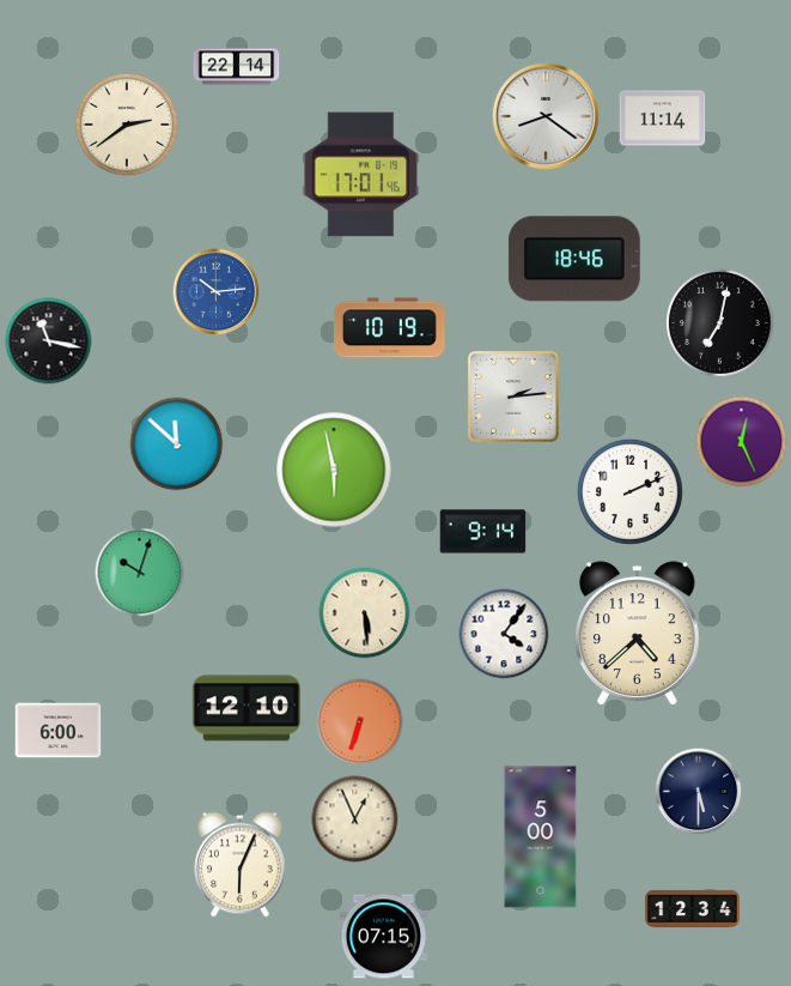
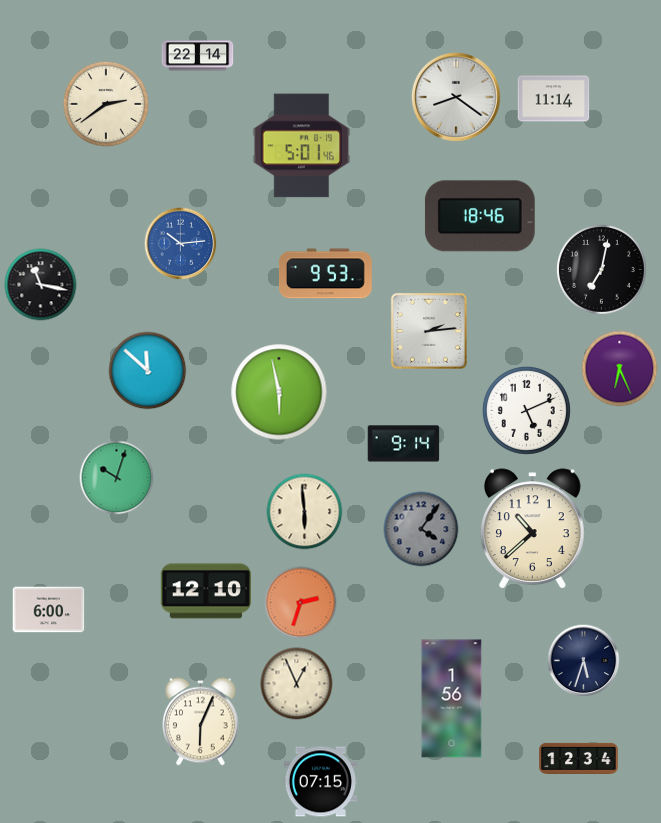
clock at (361, 175): 17:01 -> 5:01
clock at (389, 328): 10:19 -> 9:53
clock at (742, 442): 12:26 -> 6:26
clock at (629, 491): 2:11 -> 5:11
clock at (365, 613): 5:29 -> 5:59
clock at (504, 634) dial: white -> grey
clock at (637, 634): 4:38 -> 10:38
clock at (360, 722): 6:33 -> 2:33
clock at (699, 792): 5:30 -> 5:33
clock at (541, 837): 5:00 -> 1:56
